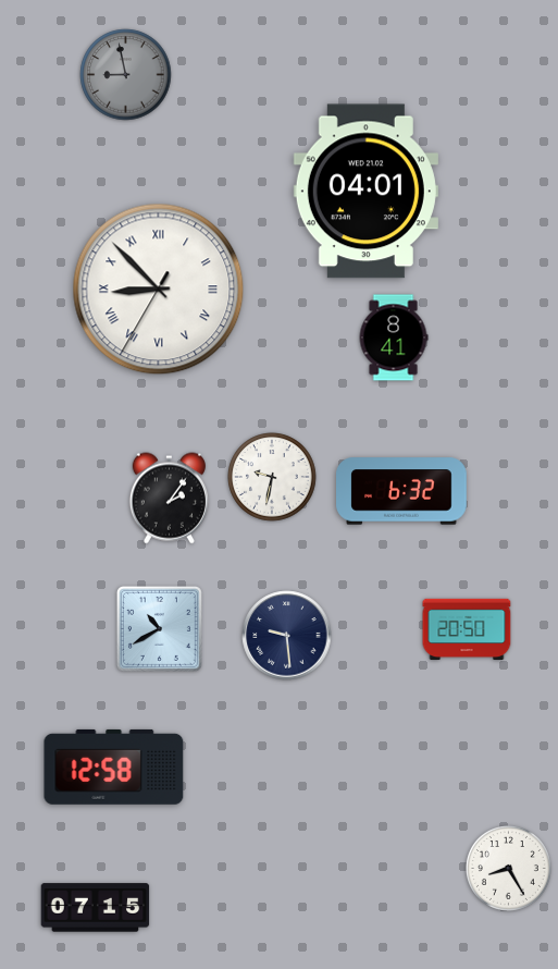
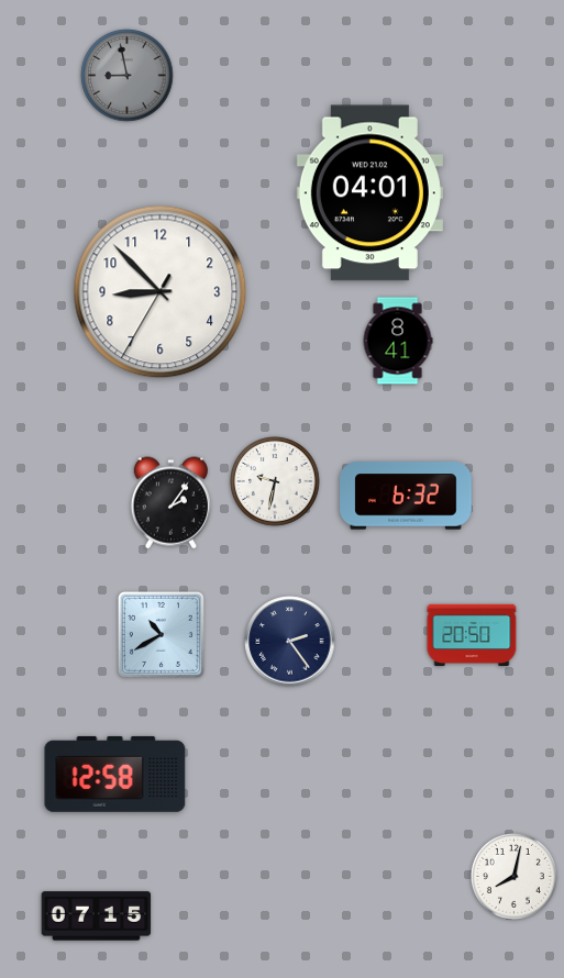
clock at (159, 290) numerals: Roman -> Arabic
clock at (287, 636): 9:29 -> 2:24
clock at (508, 868): 8:25 -> 8:02
